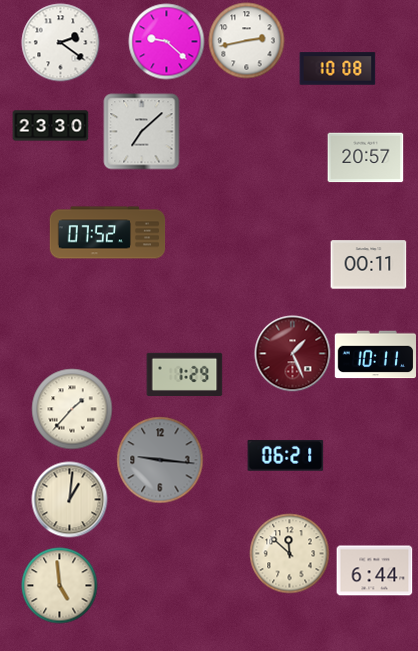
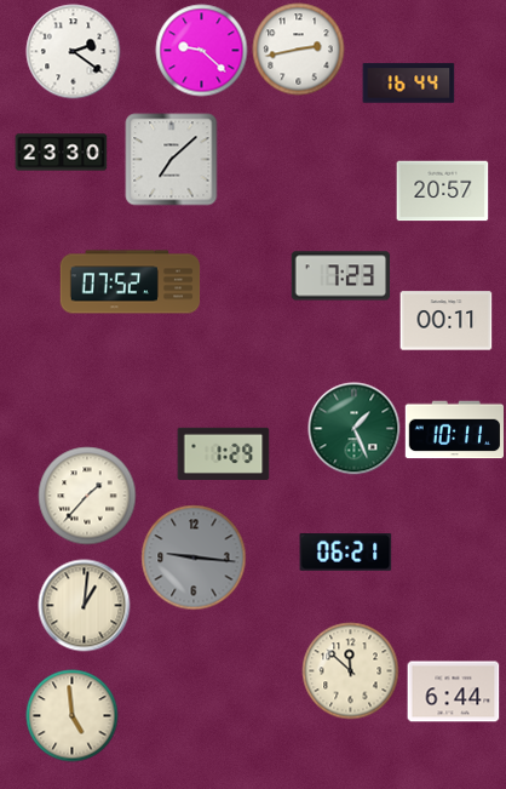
clock at (338, 69): 10:08 -> 16:44
clock at (341, 276): none -> 7:23
clock at (293, 354) dial: burgundy -> green
clock at (60, 586) position: (60, 586) -> (73, 716)
